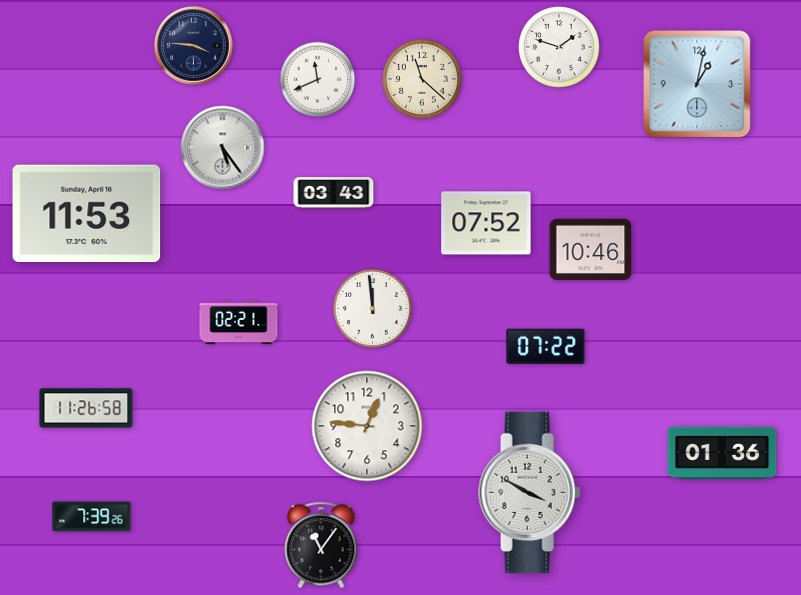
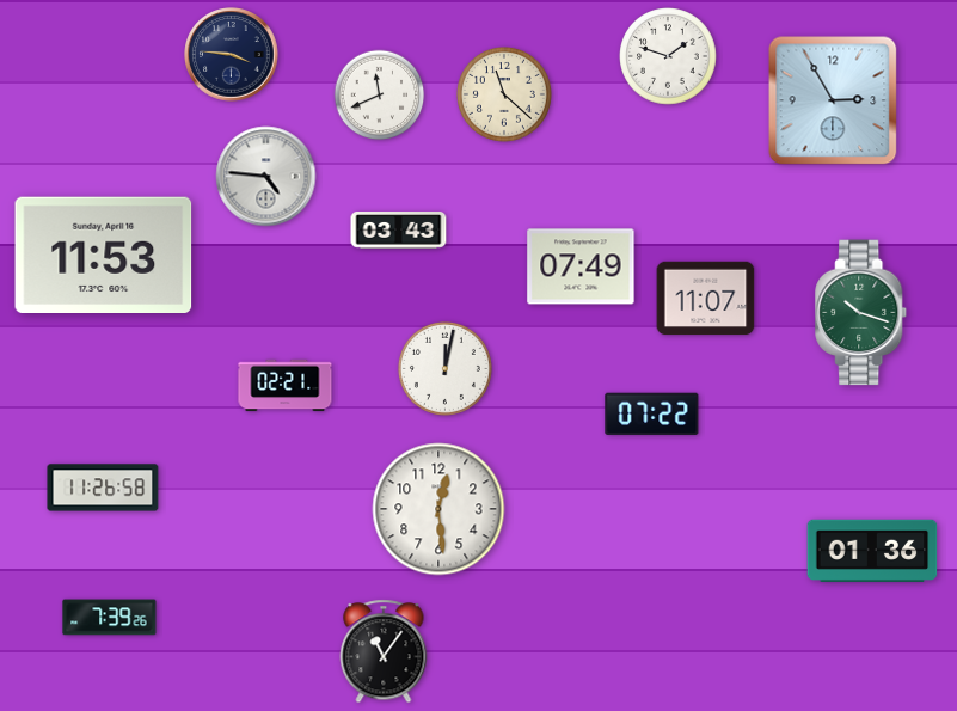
clock at (697, 84): 1:02 -> 2:55
clock at (223, 148): 5:24 -> 4:46
clock at (486, 223): 07:52 -> 07:49
clock at (591, 250): 10:46 -> 11:07
clock at (861, 313): none -> 10:18
clock at (372, 308): 11:59 -> 12:02
clock at (367, 426): 12:46 -> 12:29
clock at (722, 452) position: (722, 452) -> (872, 550)
clock at (530, 493): 3:50 -> none
